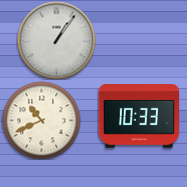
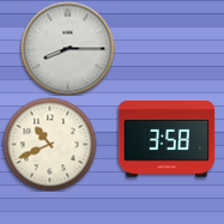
clock at (56, 40): 1:06 -> 8:15
clock at (138, 117): 10:33 -> 3:58
